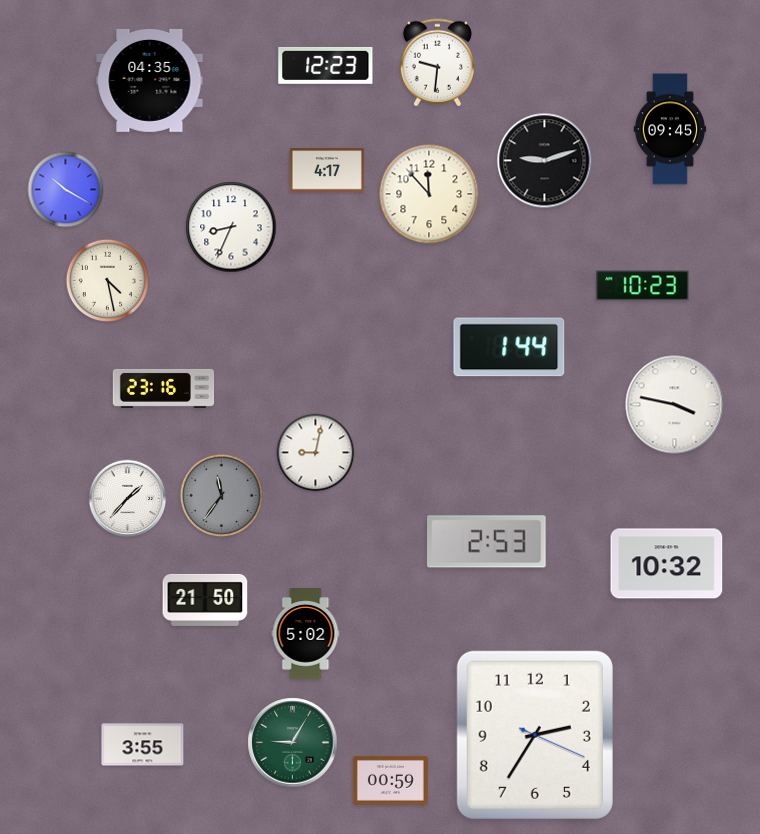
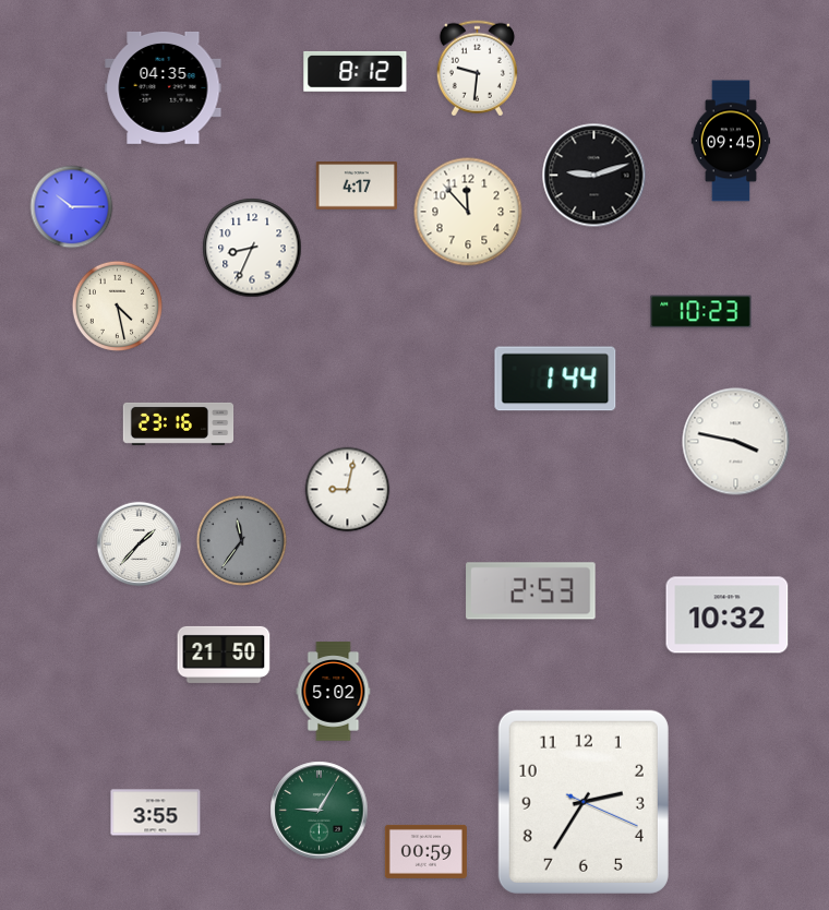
clock at (326, 65): 12:23 -> 8:12
clock at (66, 190): 10:20 -> 10:15
clock at (316, 453) position: (316, 453) -> (348, 490)
